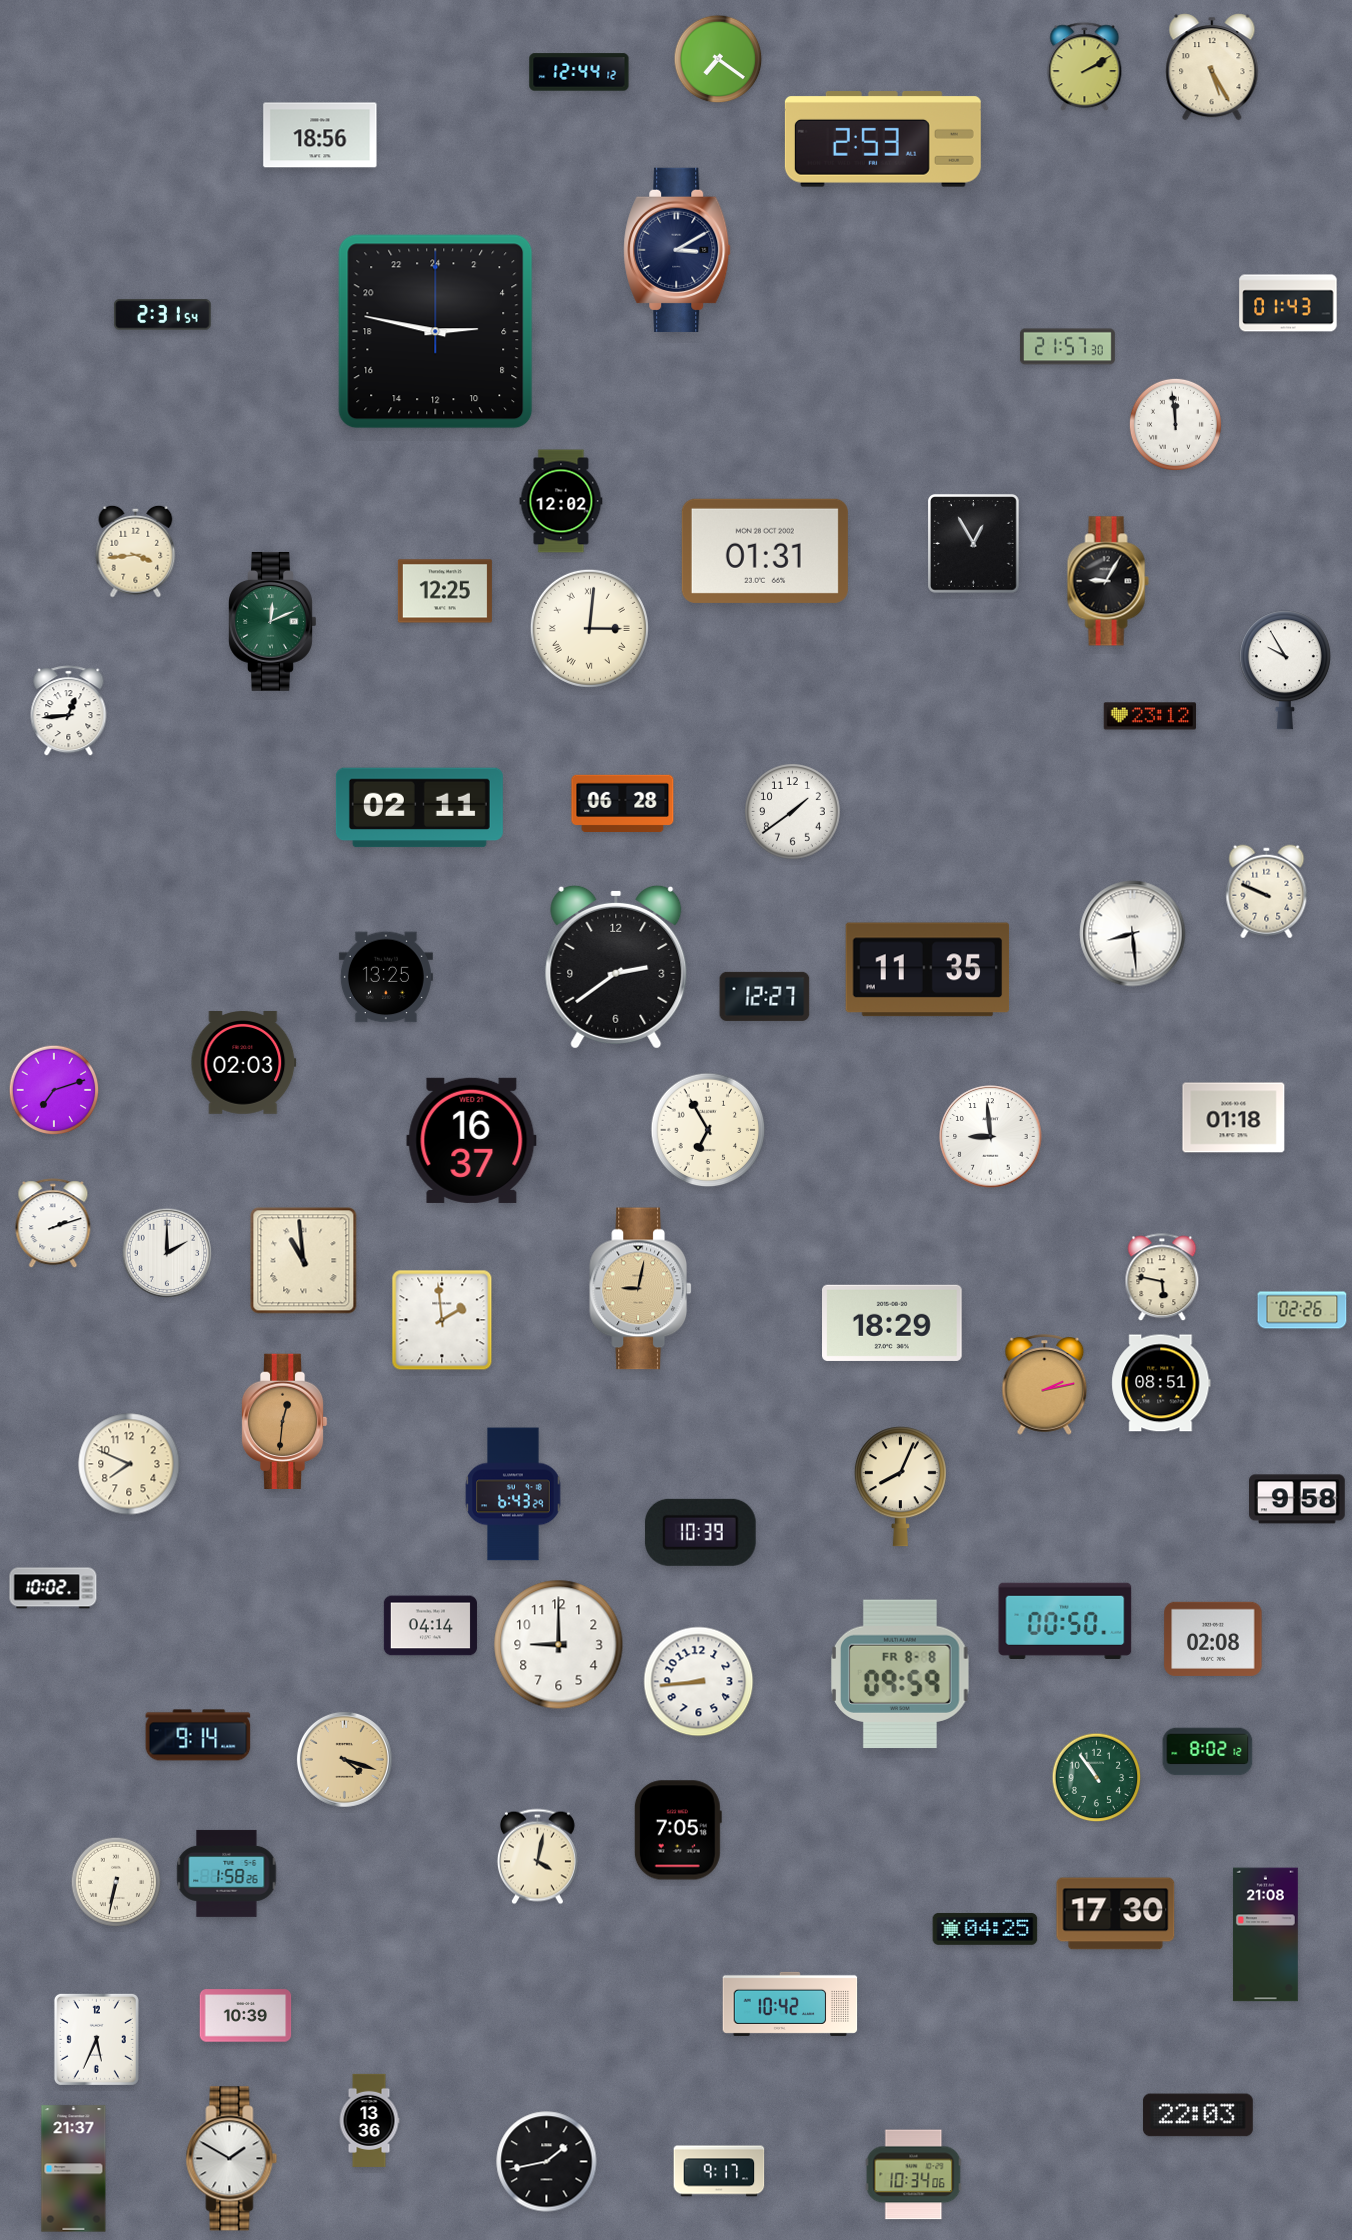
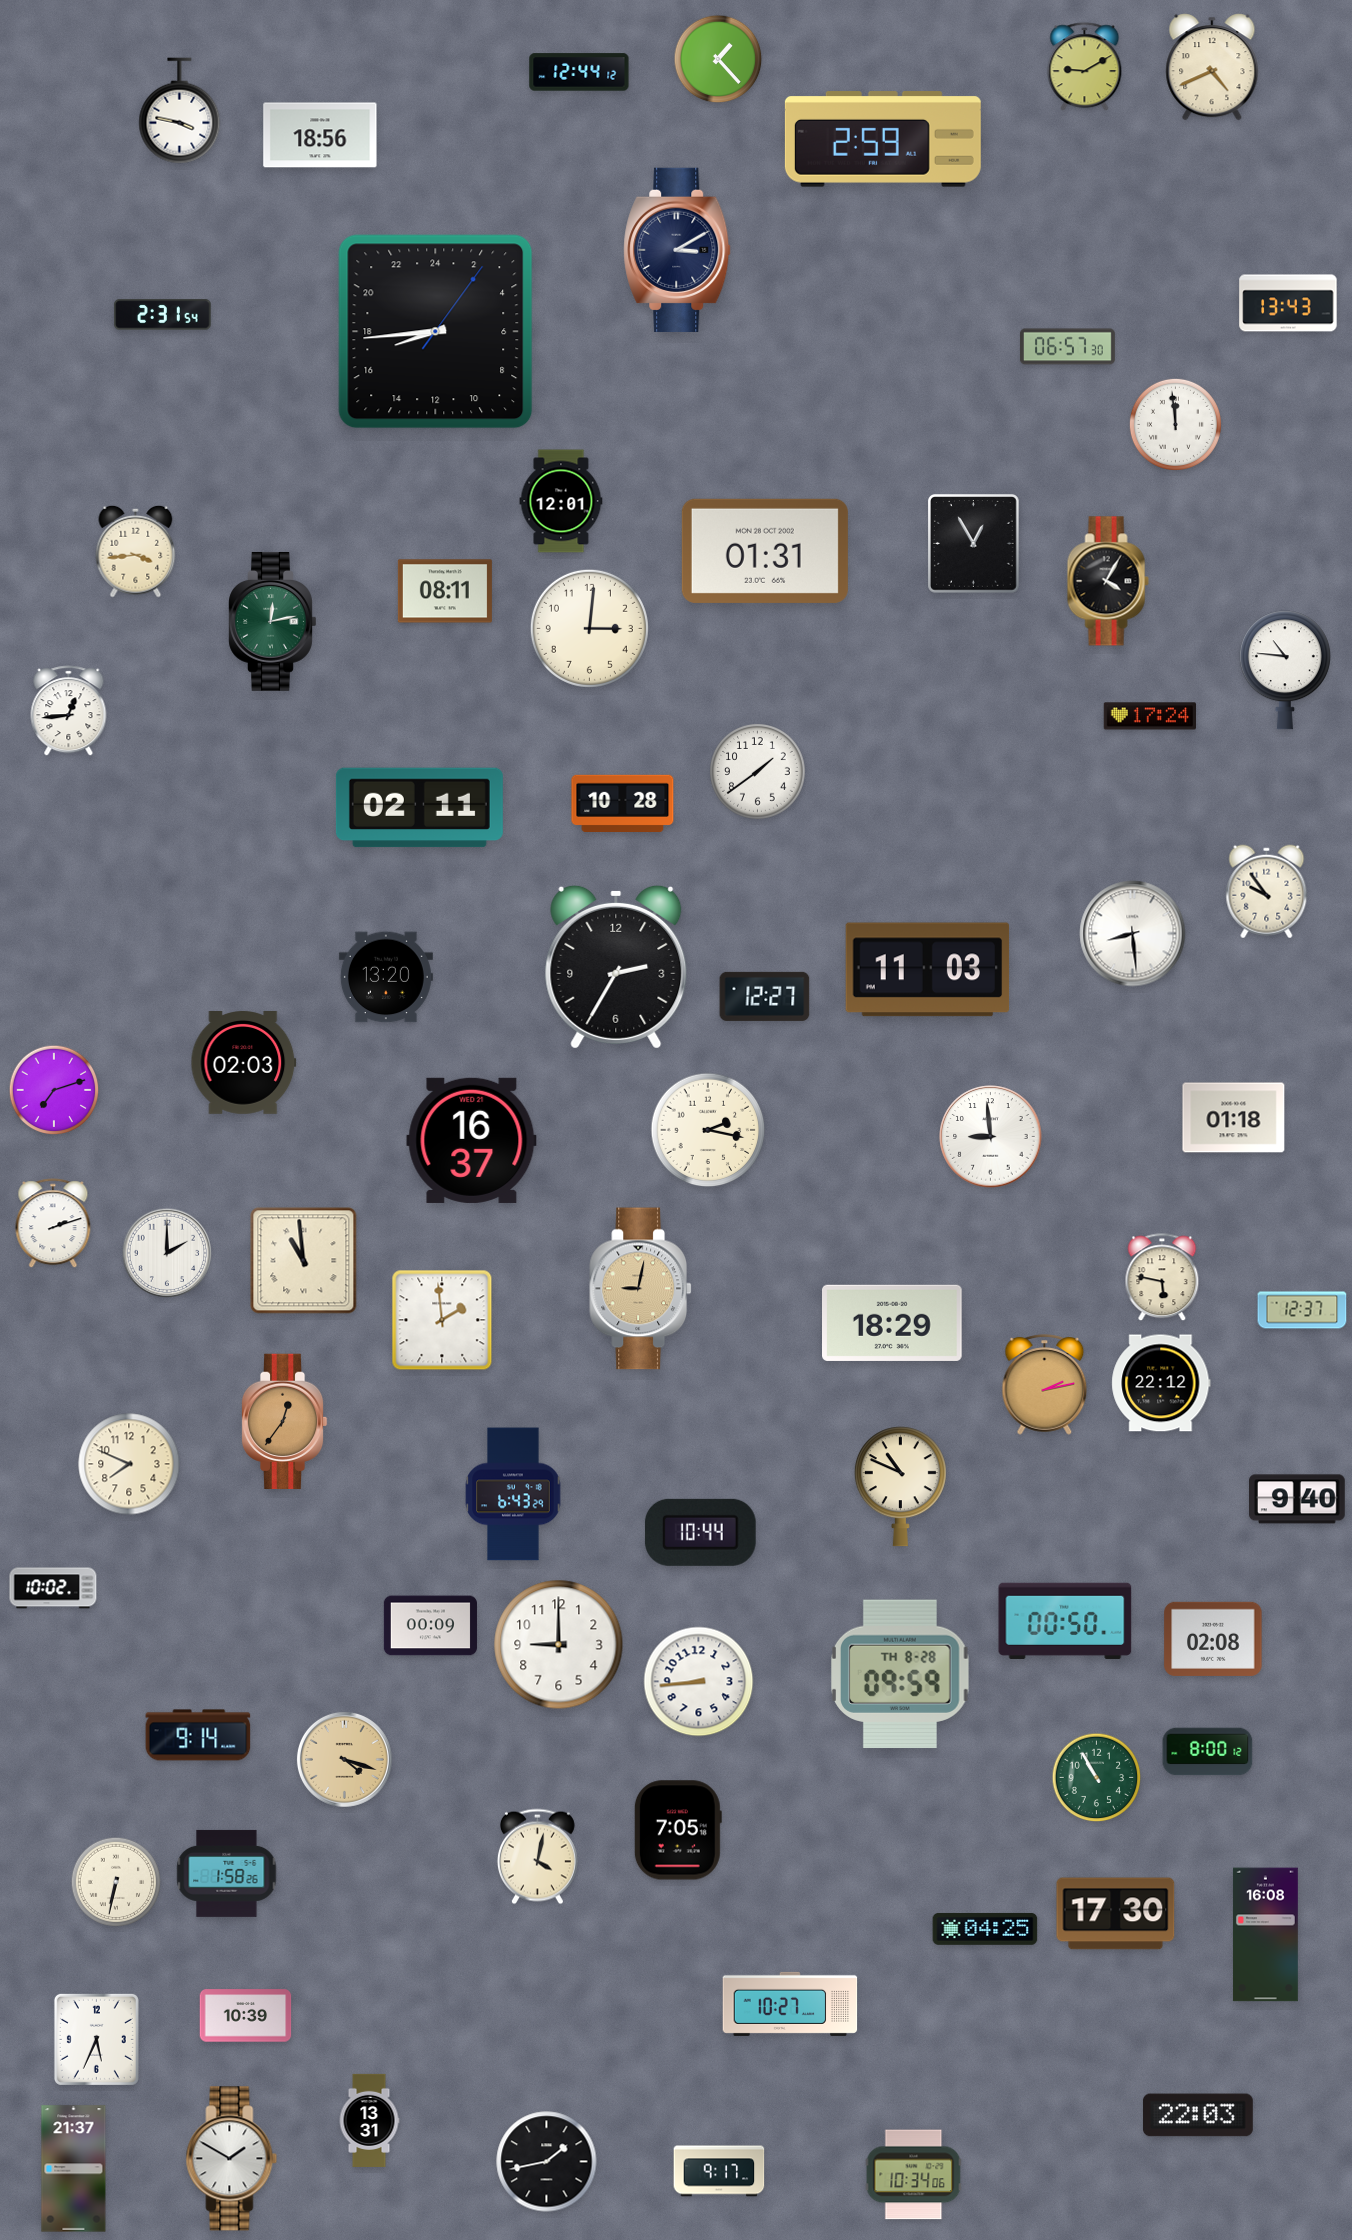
clock at (718, 59): 7:21 -> 1:23
clock at (1085, 67): 2:10 -> 9:10
clock at (1212, 67): 5:25 -> 4:41
clock at (180, 111): none -> 3:47
clock at (883, 139): 2:53 -> 2:59
clock at (1288, 303): 01:43 -> 13:43
clock at (436, 332): 5:47 -> 16:44
clock at (1067, 347): 21:57 -> 06:57
clock at (561, 501): 12:02 -> 12:01
clock at (1108, 581): 9:05 -> 4:05
clock at (445, 591): 12:25 -> 08:11
clock at (273, 621): 12:11 -> 12:13
clock at (589, 628) numerals: Roman -> Arabic
clock at (1285, 670): 9:55 -> 10:46
clock at (1149, 716): 23:12 -> 17:24
clock at (623, 803): 06:28 -> 10:28
clock at (793, 812) position: (793, 812) -> (758, 772)
clock at (1267, 892): 9:49 -> 9:54
clock at (616, 967): 2:39 -> 2:35
clock at (928, 970): 11:35 -> 11:03
clock at (386, 977): 13:25 -> 13:20
clock at (708, 1130): 6:55 -> 2:17
clock at (1302, 1310): 02:26 -> 12:37
clock at (1161, 1383): 08:51 -> 22:12
clock at (284, 1421): 12:31 -> 12:36
clock at (900, 1487): 8:04 -> 10:49
clock at (1298, 1499): 9:58 -> 9:40
clock at (700, 1532): 10:39 -> 10:44
clock at (430, 1626): 04:14 -> 00:09
clock at (901, 1674) date: FR 8-8 -> TH 8-28
clock at (1208, 1752): 8:02 -> 8:00
clock at (1097, 1778): 10:54 -> 10:55
clock at (1266, 1935): 21:08 -> 16:08
clock at (790, 2004): 10:42 -> 10:27
clock at (369, 2120): 13:36 -> 13:31
